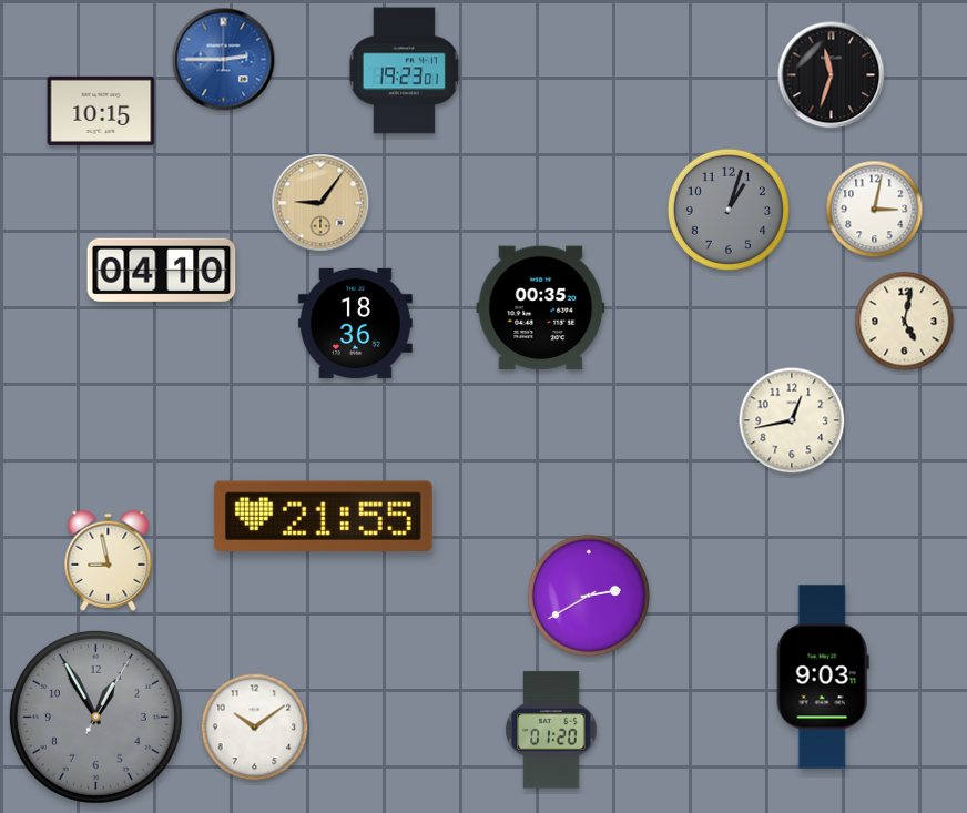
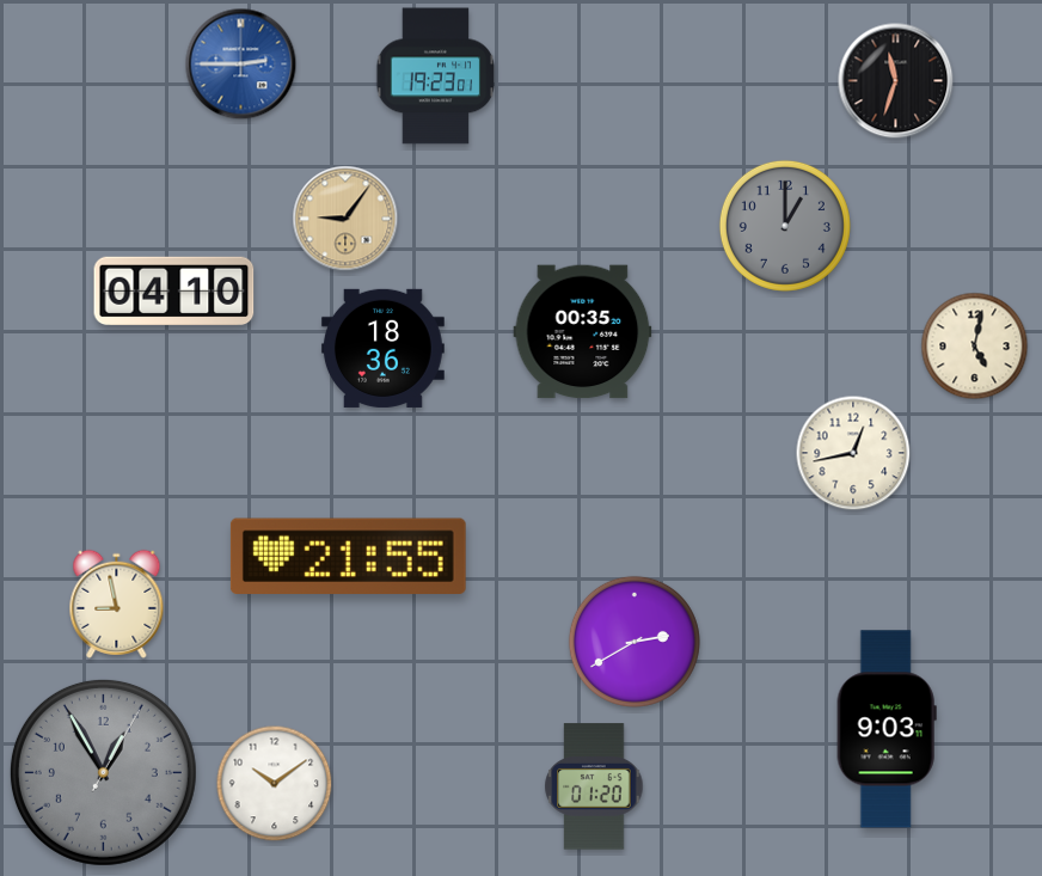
clock at (101, 111): 10:15 -> none
clock at (729, 210): 1:03 -> 1:00
clock at (875, 210): 3:02 -> none
